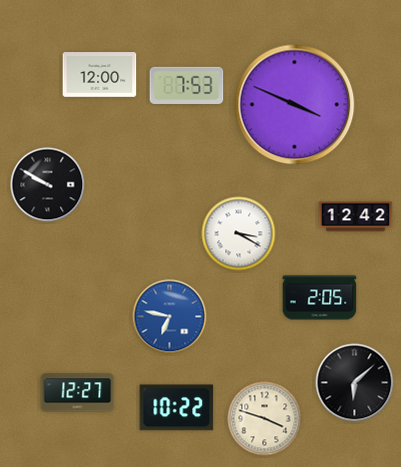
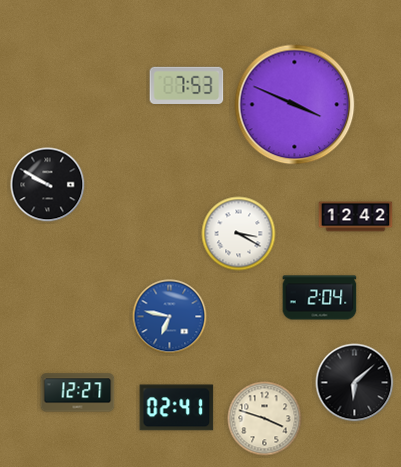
clock at (100, 75): 12:00 -> none
clock at (320, 298): 2:05 -> 2:04
clock at (177, 408): 10:22 -> 02:41
